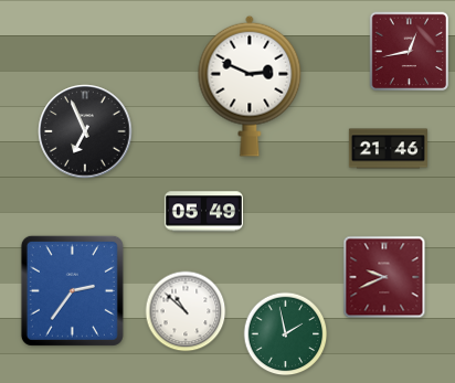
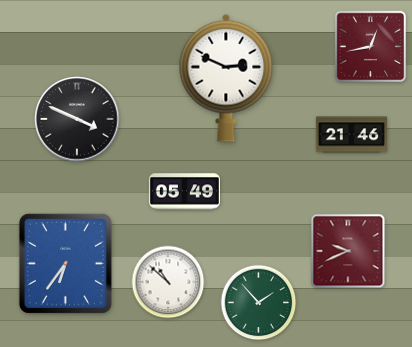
clock at (85, 131): 6:56 -> 3:49
clock at (72, 290): 2:36 -> 6:36
clock at (286, 334): 1:58 -> 1:53
